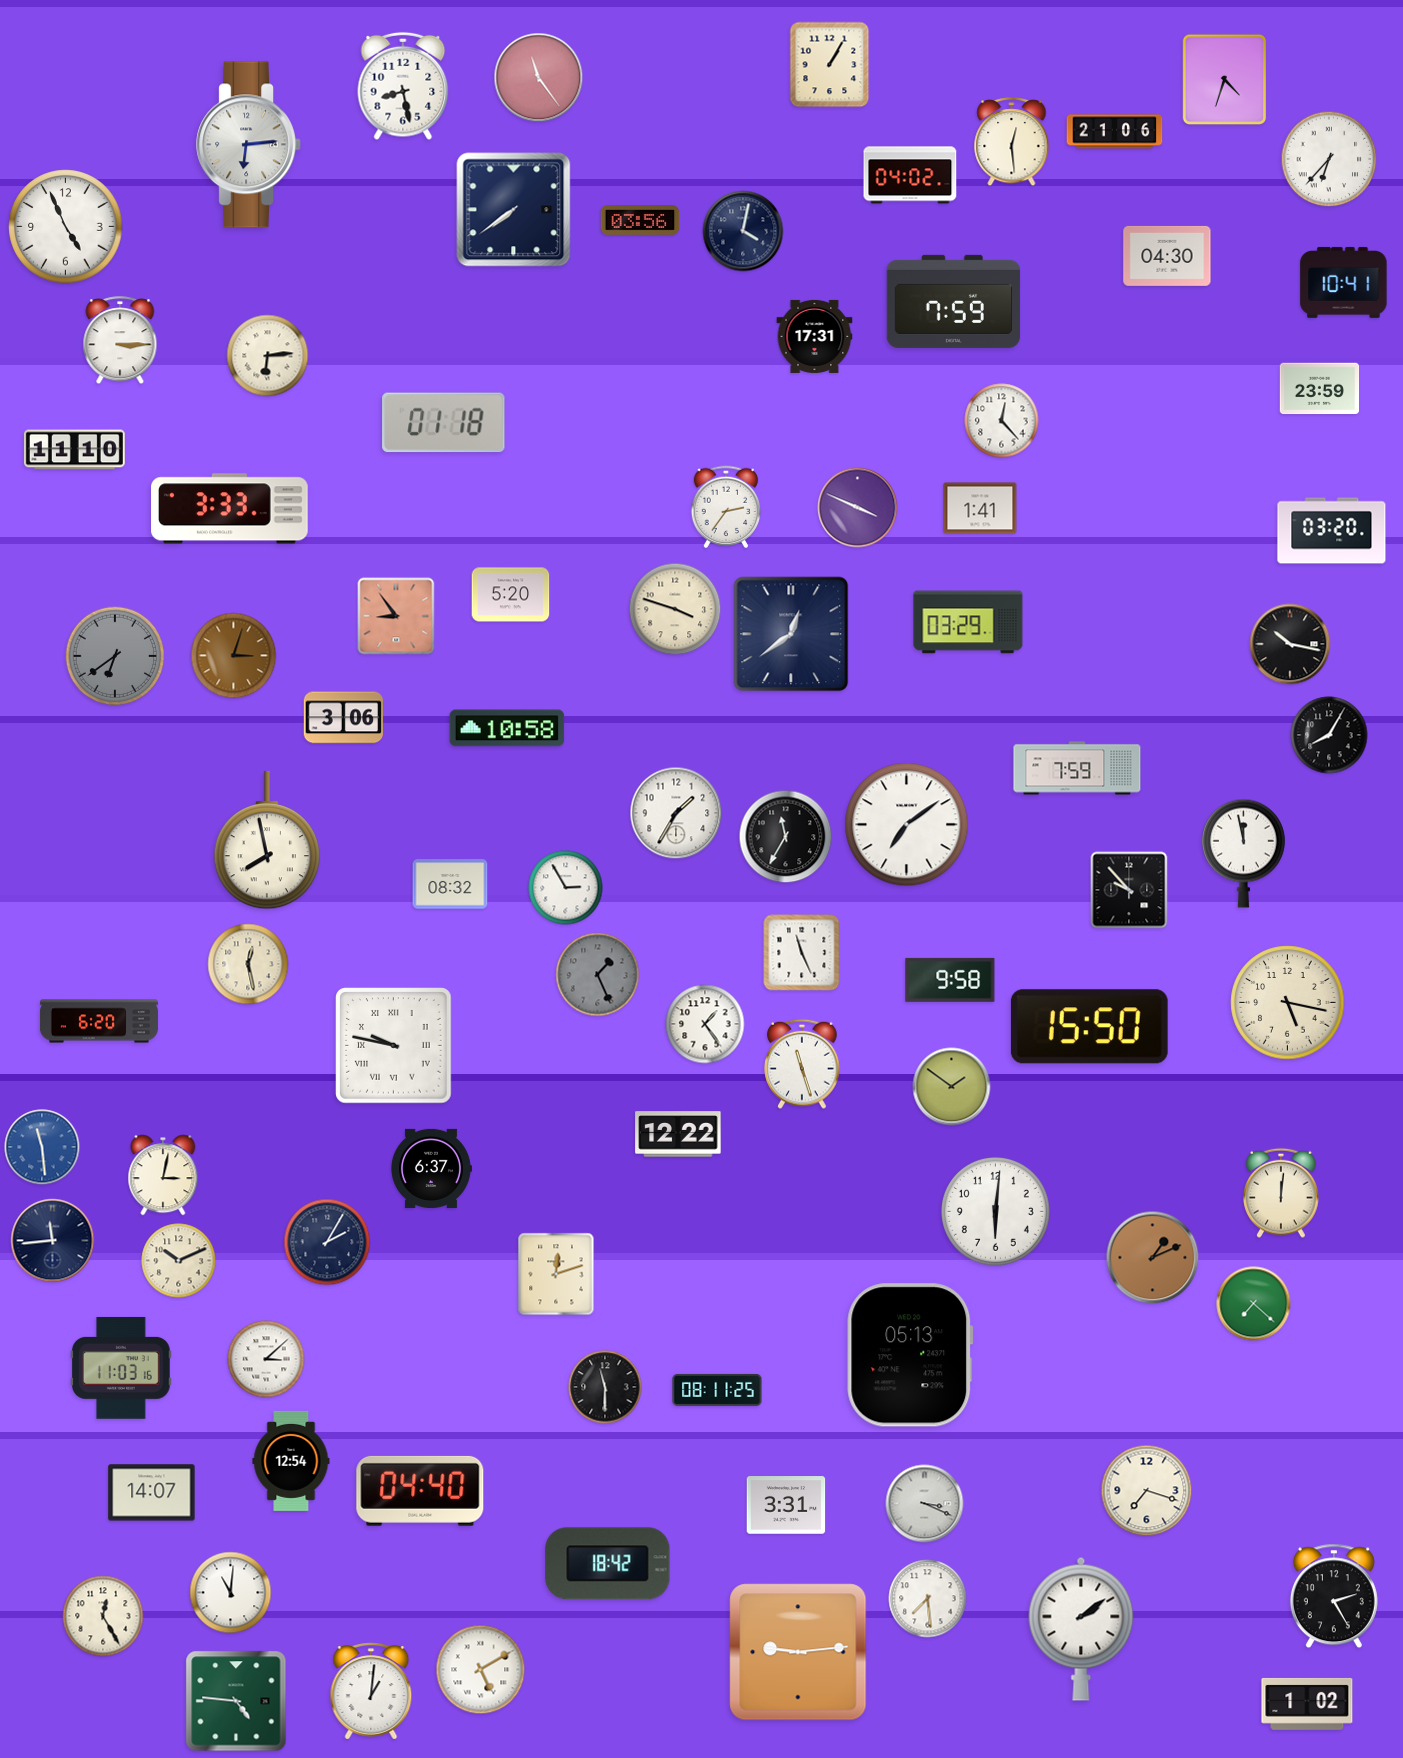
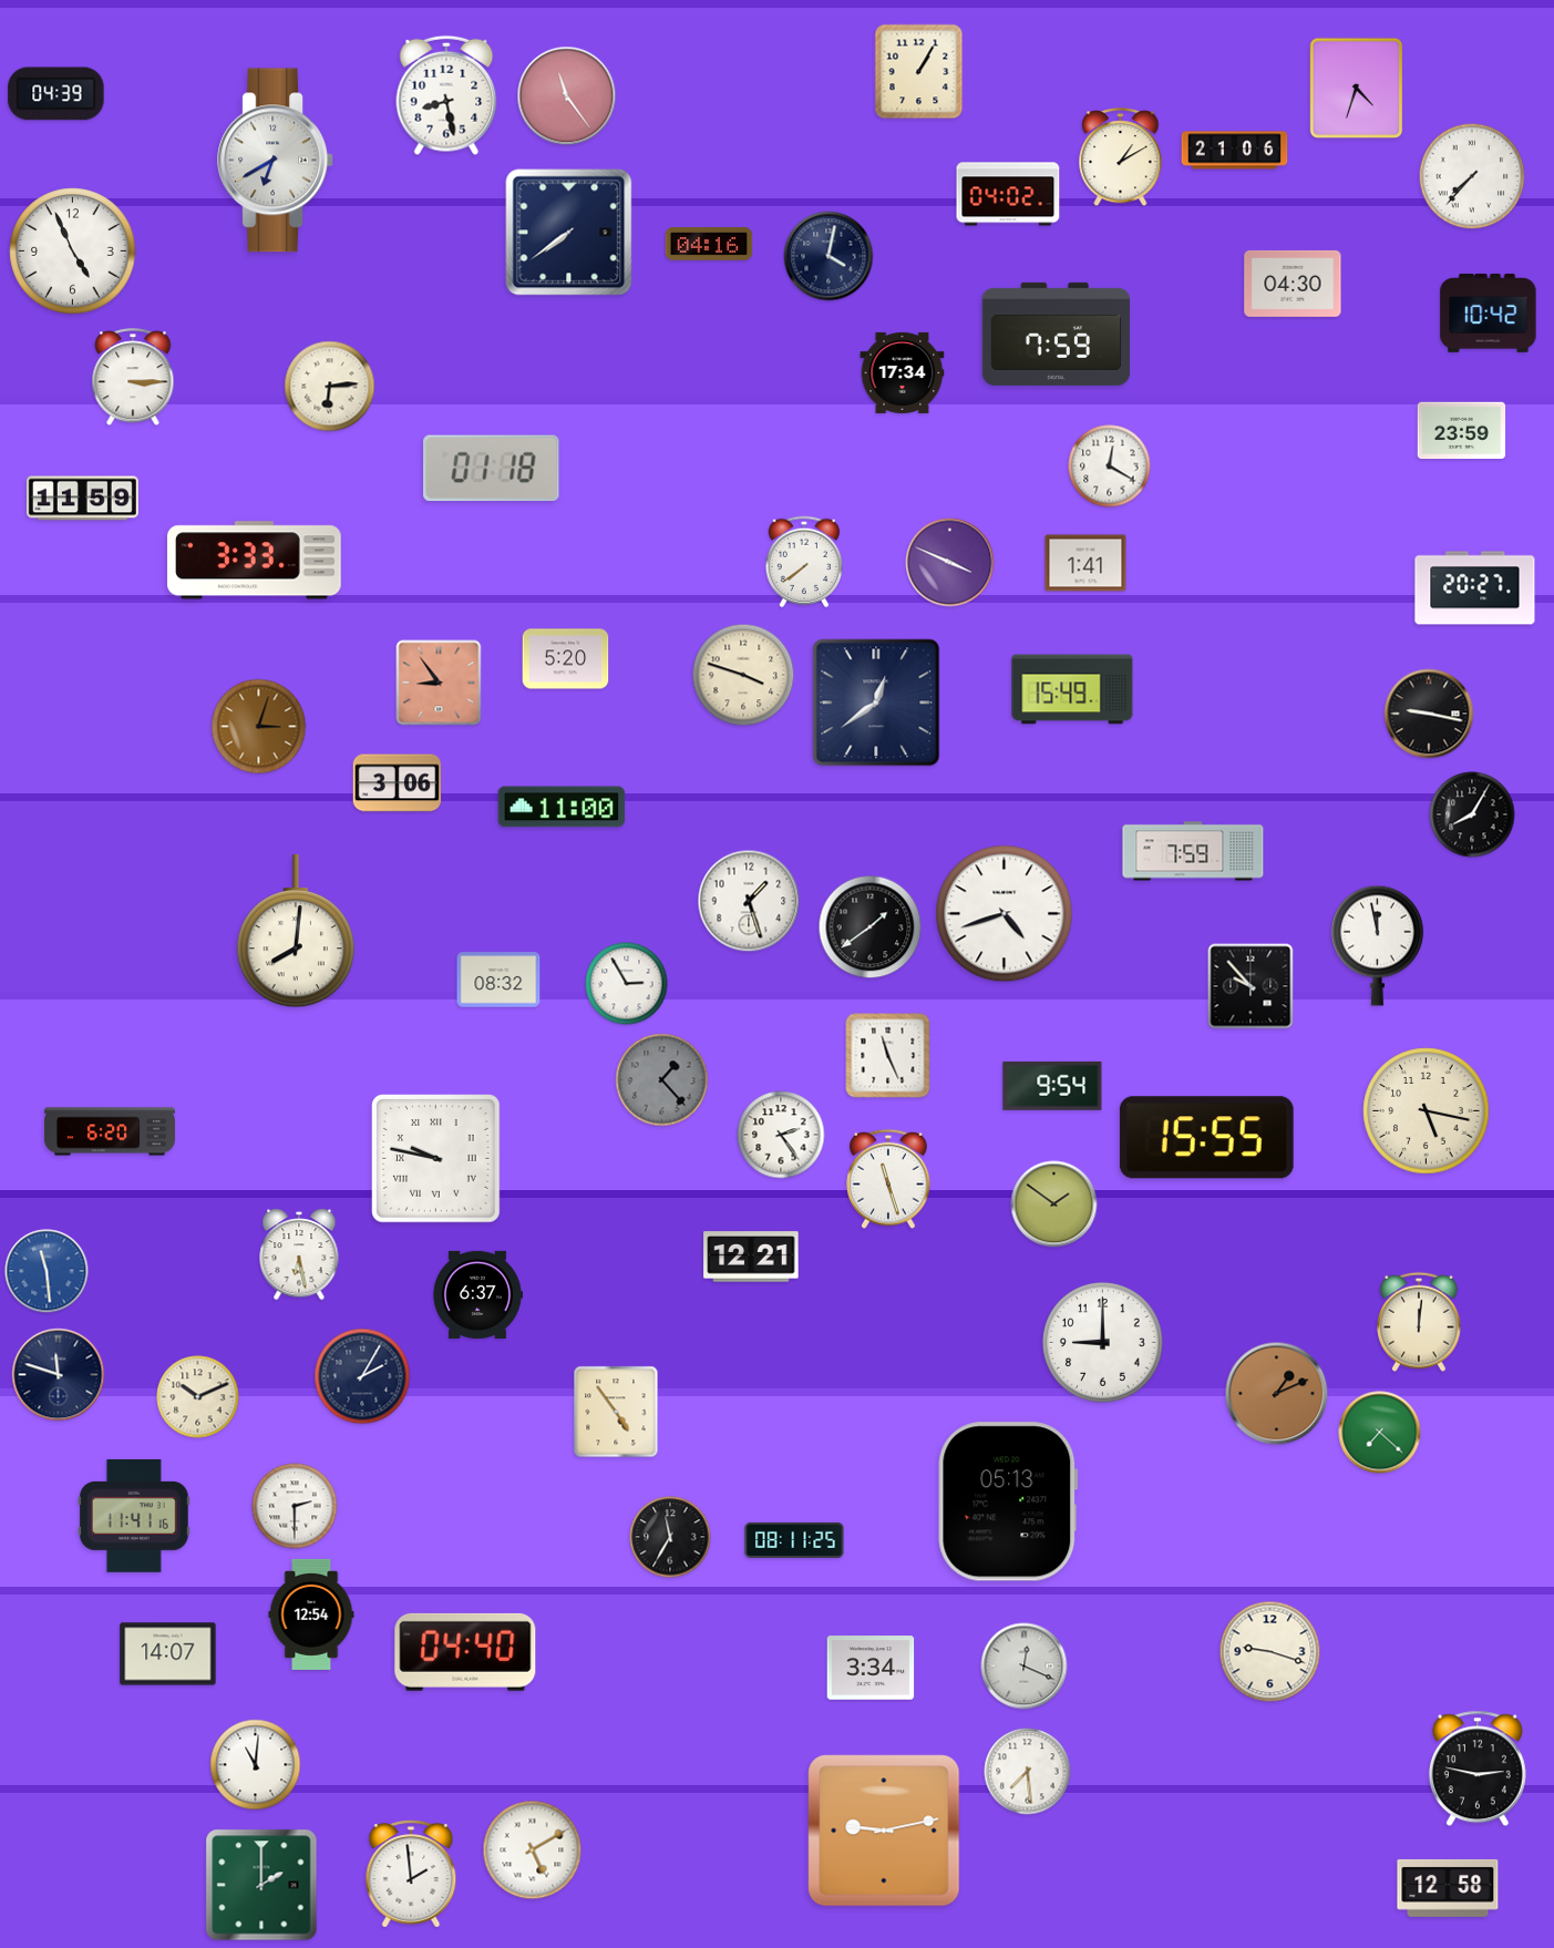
clock at (539, 78) position: (539, 78) -> (567, 96)
clock at (56, 94): none -> 04:39
clock at (1115, 132) position: (1115, 132) -> (1235, 151)
clock at (1012, 142): 12:29 -> 1:10
clock at (249, 145): 6:14 -> 6:40
clock at (1329, 159): 6:37 -> 7:37
clock at (640, 220): 03:56 -> 04:16
clock at (743, 231) position: (743, 231) -> (829, 256)
clock at (1344, 282): 10:41 -> 10:42
clock at (815, 336): 17:31 -> 17:34
clock at (268, 356) position: (268, 356) -> (330, 387)
clock at (1002, 421): 12:23 -> 12:20
clock at (74, 450): 11:10 -> 11:59
clock at (726, 507): 2:36 -> 7:39
clock at (230, 509) position: (230, 509) -> (255, 561)
clock at (1332, 531): 03:20 -> 20:27
clock at (675, 609) position: (675, 609) -> (743, 675)
clock at (968, 622): 03:29 -> 15:49
clock at (1290, 644): 10:17 -> 9:17
clock at (115, 656): 6:39 -> none
clock at (344, 718) position: (344, 718) -> (398, 783)
clock at (507, 728): 10:58 -> 11:00
clock at (676, 813): 1:35 -> 1:27
clock at (907, 825): 7:09 -> 4:42
clock at (786, 837): 11:35 -> 1:39
clock at (266, 840): 7:58 -> 8:01
clock at (248, 964): 12:28 -> none
clock at (598, 975): 1:26 -> 1:23
clock at (950, 980): 9:58 -> 9:54
clock at (705, 1024): 1:24 -> 2:24
clock at (1089, 1027): 15:50 -> 15:55
clock at (299, 1254): none -> 6:28
clock at (678, 1134): 12:22 -> 12:21
clock at (163, 1175): 3:02 -> none
clock at (995, 1211): 6:01 -> 9:00
clock at (53, 1241): 11:44 -> 11:48
clock at (556, 1274): 12:12 -> 4:54
clock at (1254, 1304) position: (1254, 1304) -> (1380, 1433)
clock at (266, 1359): 3:08 -> 2:30
clock at (121, 1368): 11:03 -> 11:41
clock at (605, 1387): 11:30 -> 11:35
clock at (291, 1461) position: (291, 1461) -> (311, 1614)
clock at (1147, 1491): 7:18 -> 9:18
clock at (925, 1504): 3:19 -> 12:19
clock at (786, 1505): 3:31 -> 3:34
clock at (608, 1564): 18:42 -> none
clock at (1334, 1596): 2:25 -> 2:47
clock at (103, 1616): 12:25 -> none
clock at (1081, 1629): 2:09 -> none
clock at (798, 1652): 9:14 -> 9:13
clock at (371, 1691): 1:01 -> 1:59
clock at (236, 1701): 4:46 -> 2:00
clock at (1307, 1704): 1:02 -> 12:58
